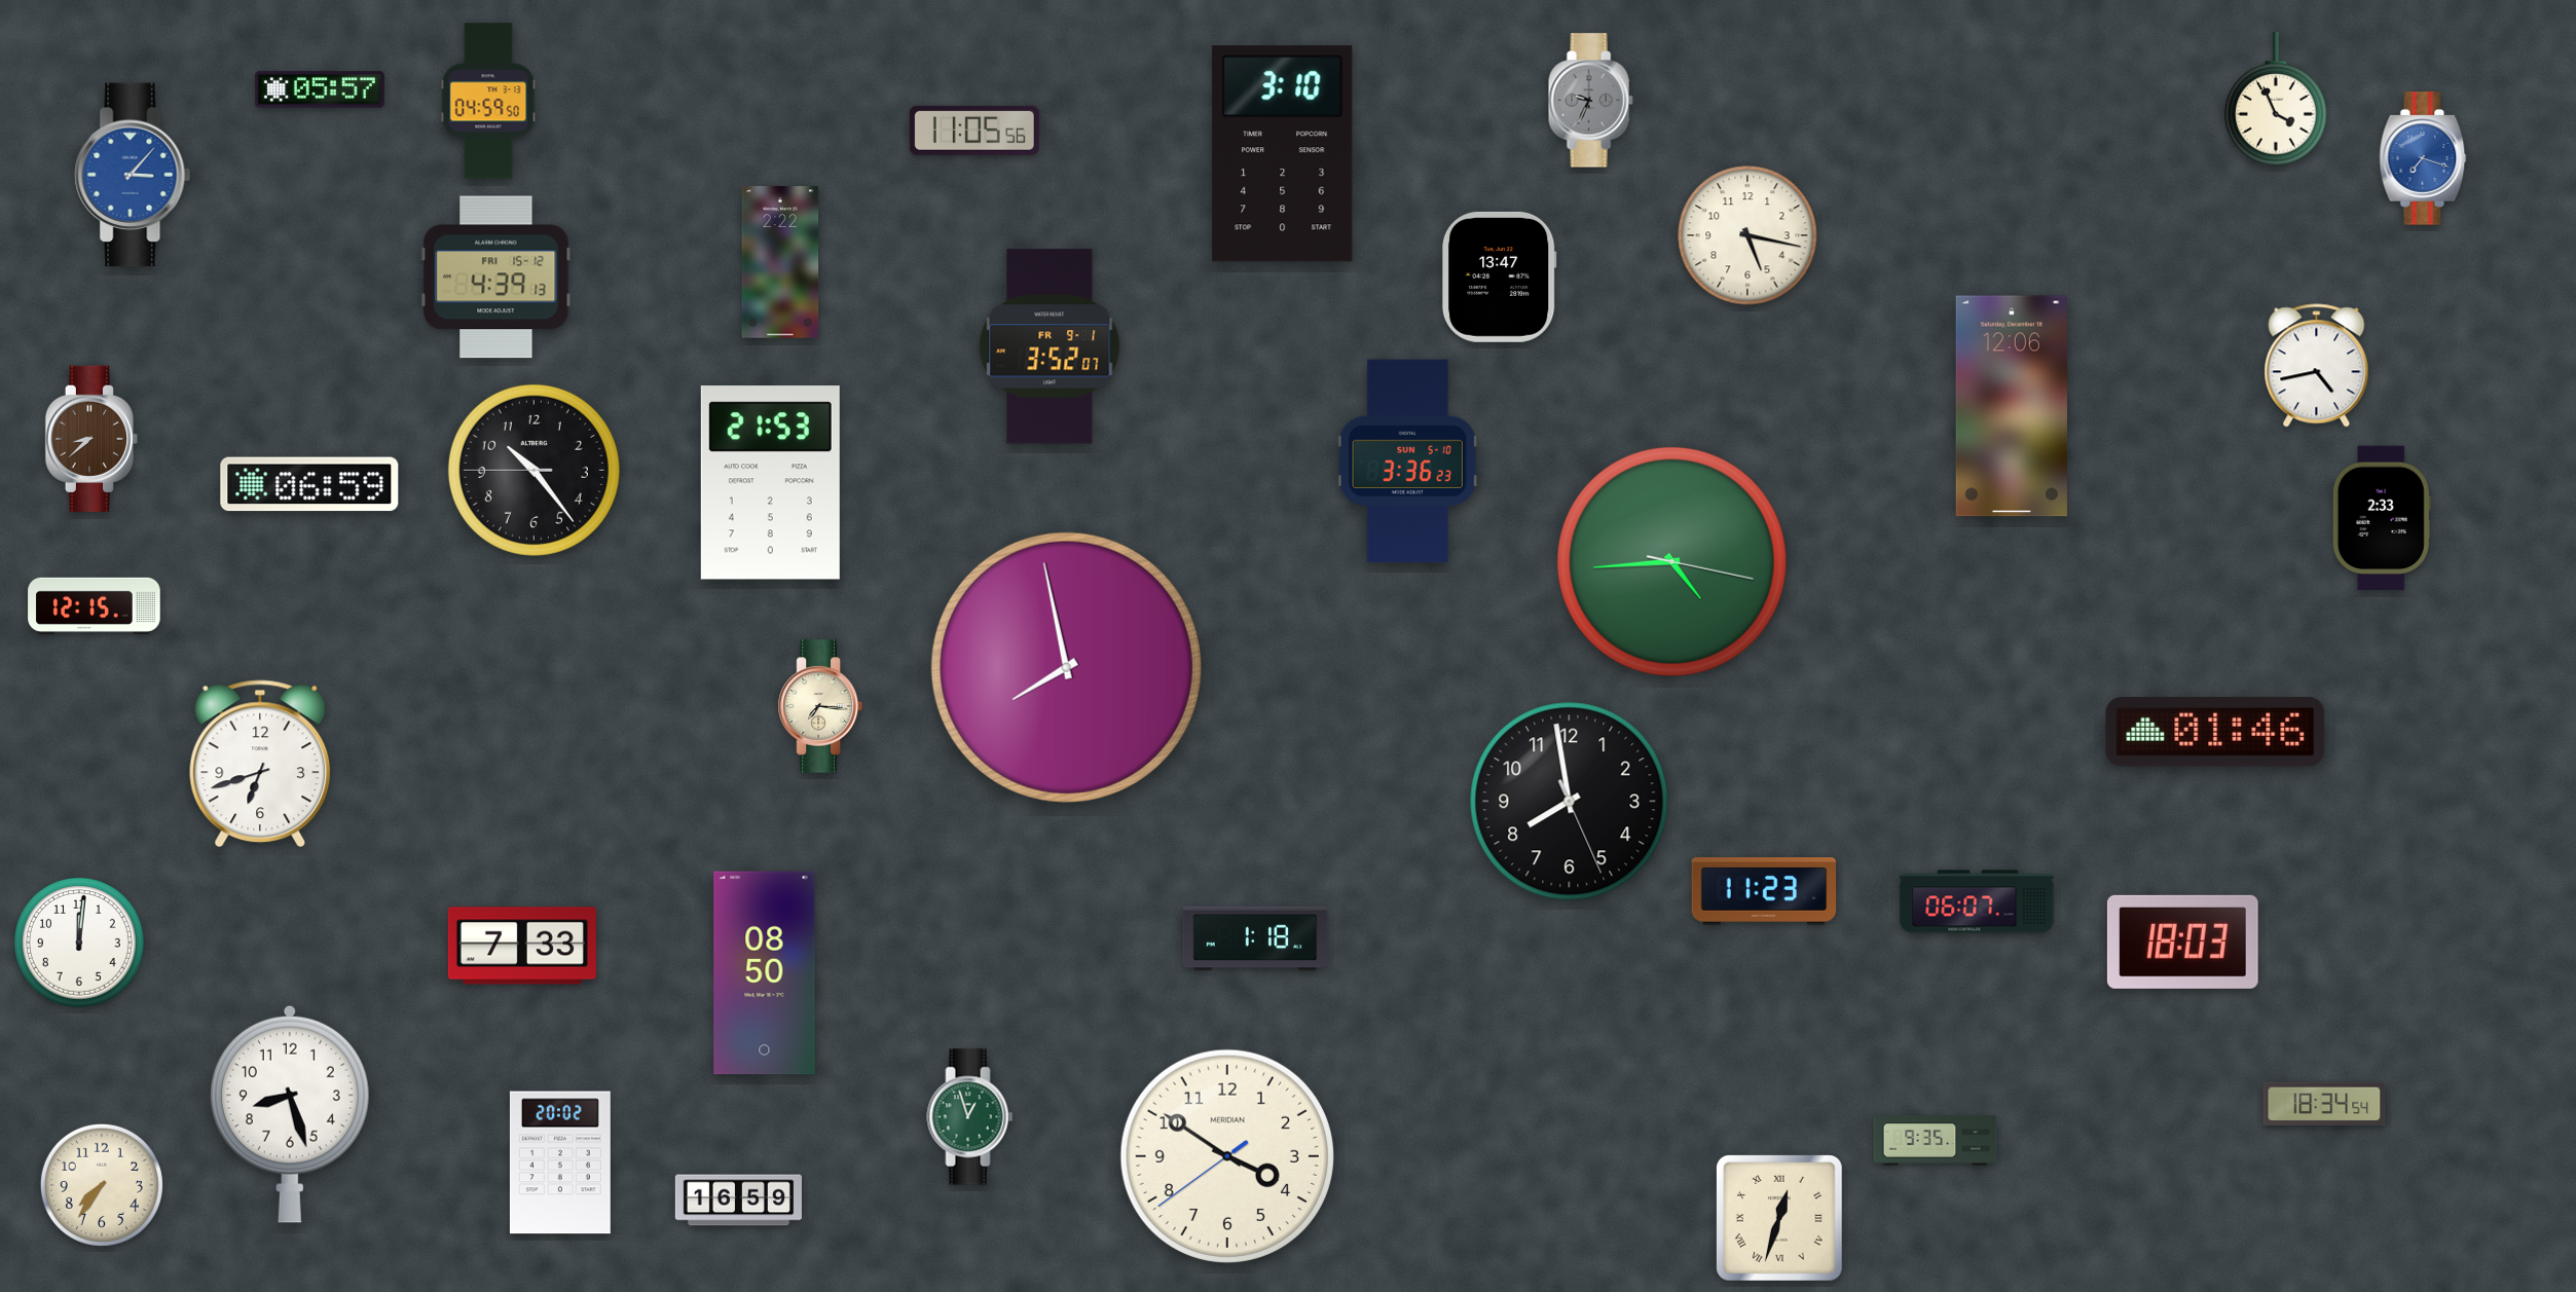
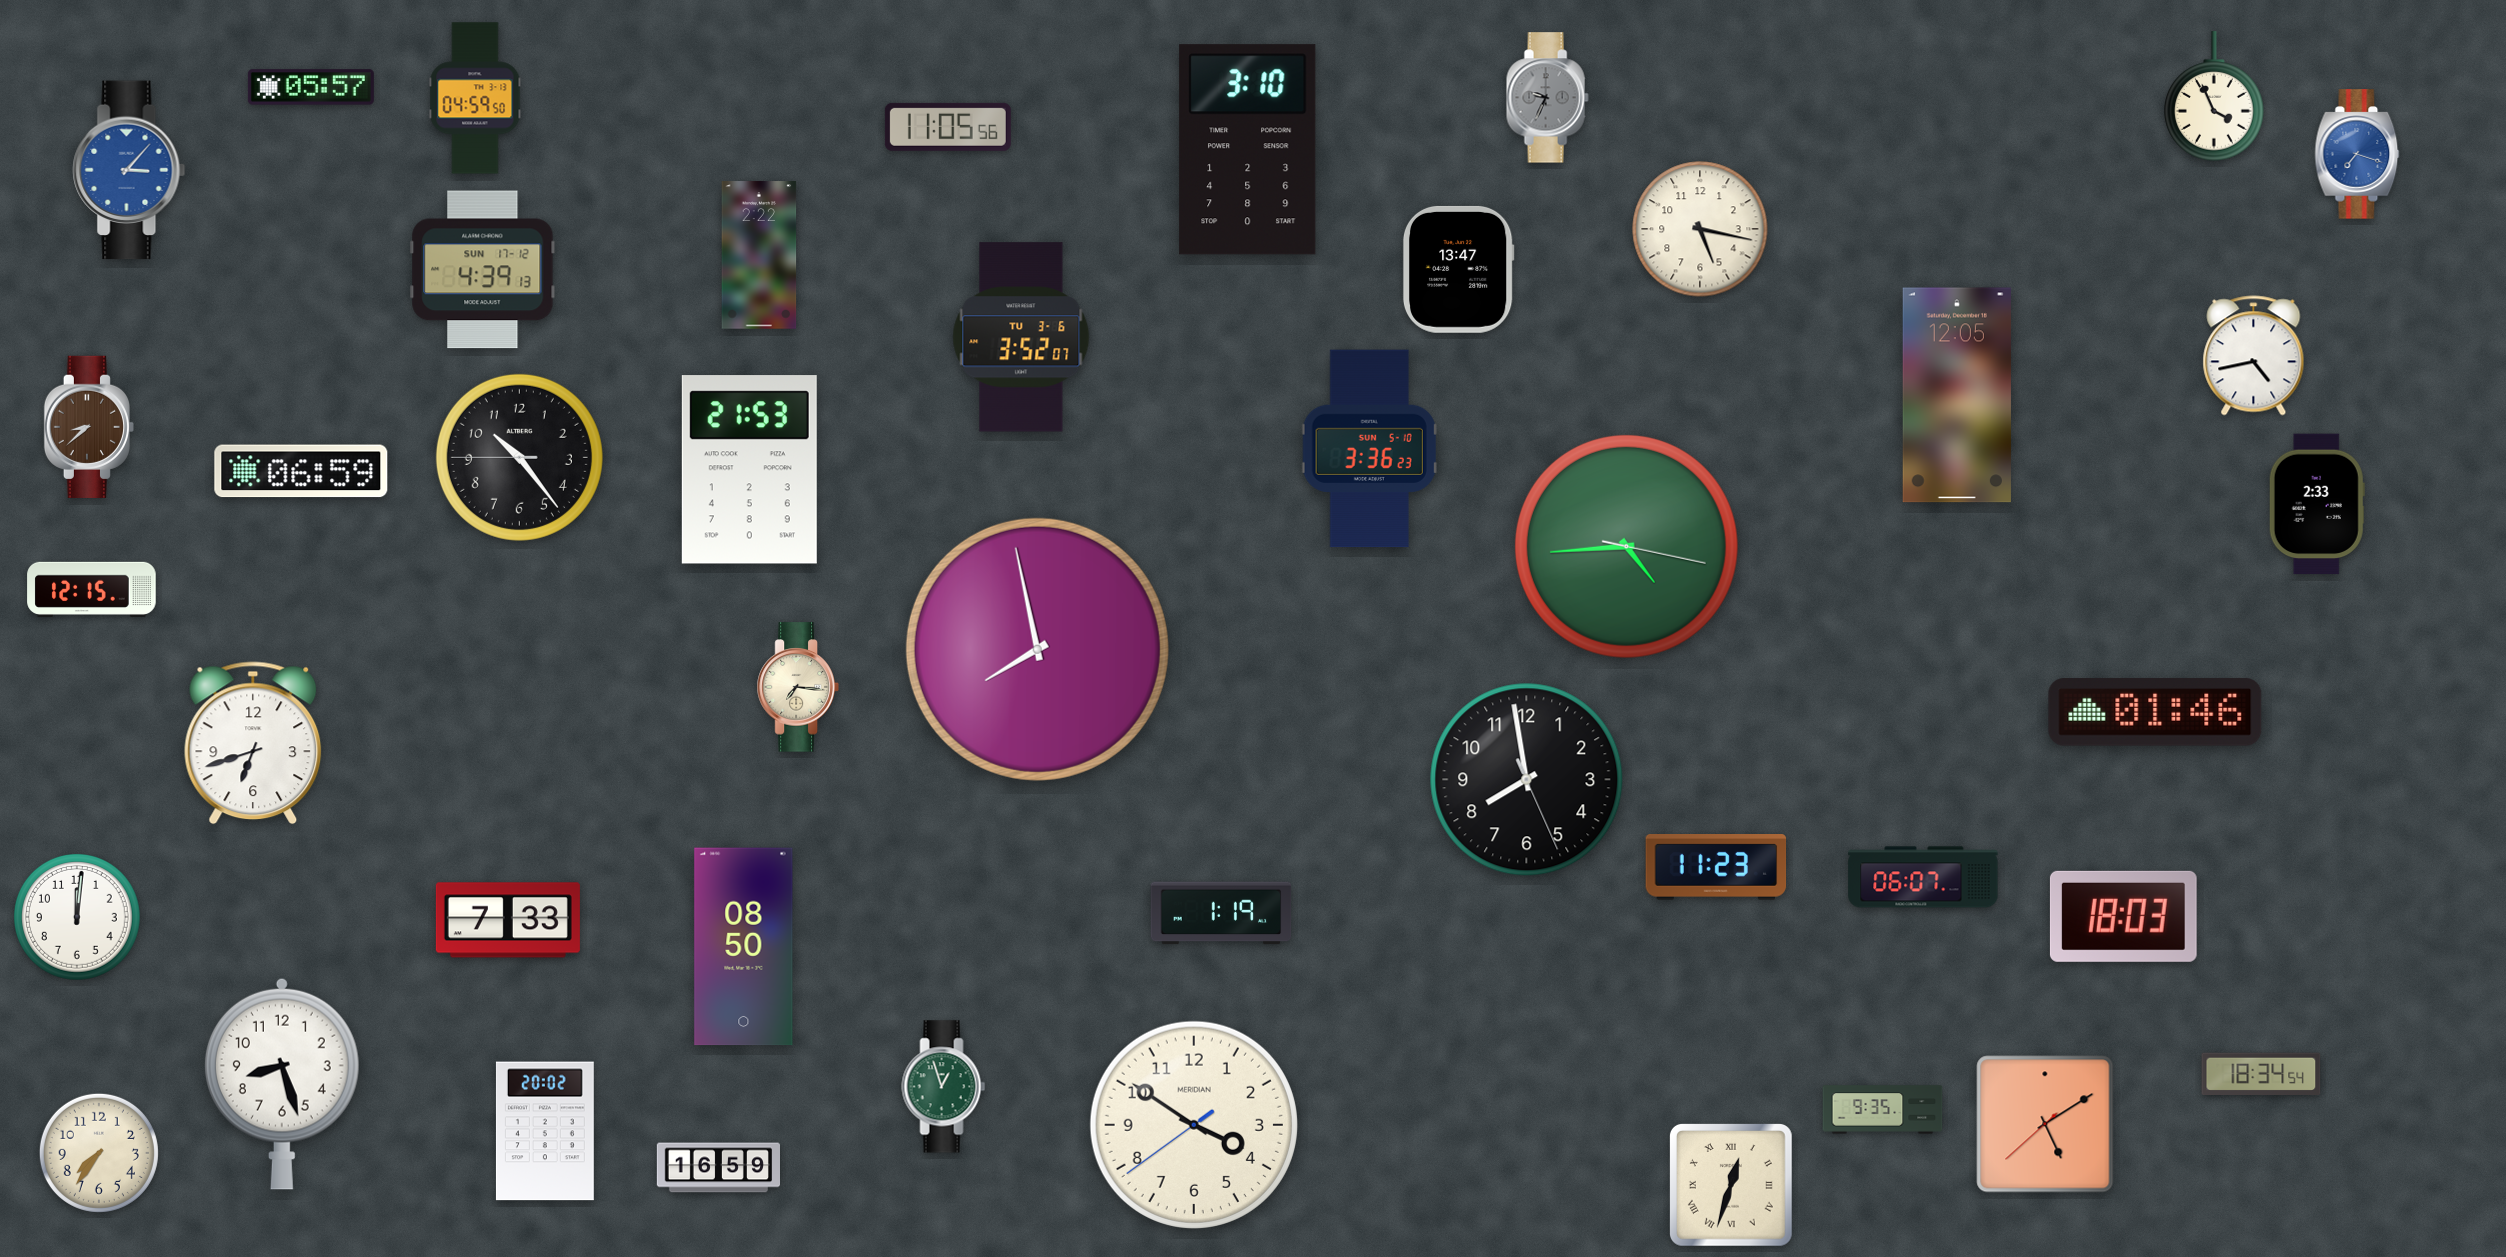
clock at (496, 278) date: FRI 15-12 -> SUN 17-12
clock at (1050, 346) date: FR 9-1 -> TU 3-6
clock at (2012, 406): 12:06 -> 12:05
clock at (1255, 938): 1:18 -> 1:19
clock at (2045, 1124): none -> 5:09
